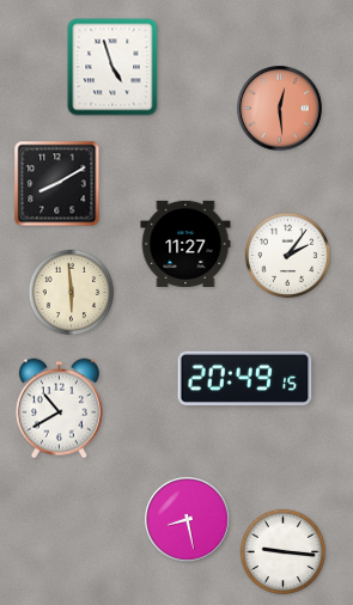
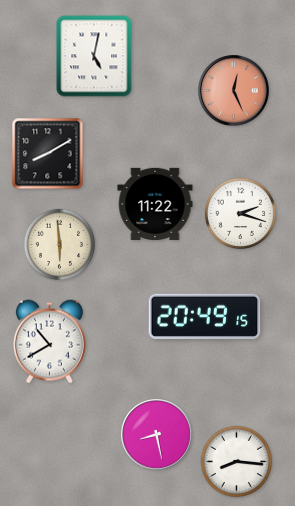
clock at (112, 67): 4:57 -> 5:02
clock at (280, 109): 12:29 -> 12:26
clock at (185, 244): 11:27 -> 11:22
clock at (288, 256): 2:06 -> 2:18
clock at (284, 552): 9:16 -> 8:16
